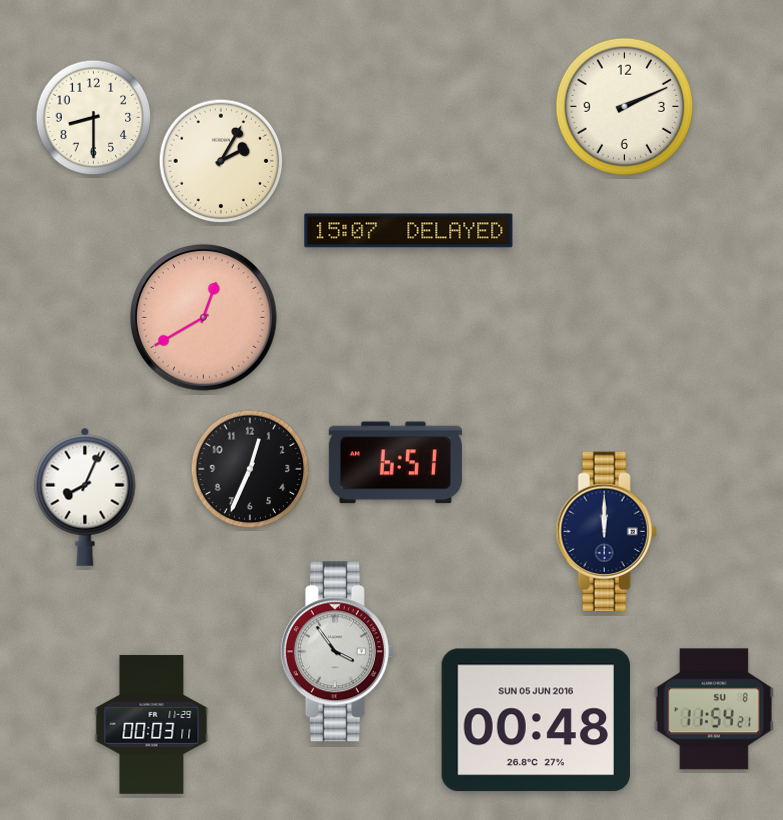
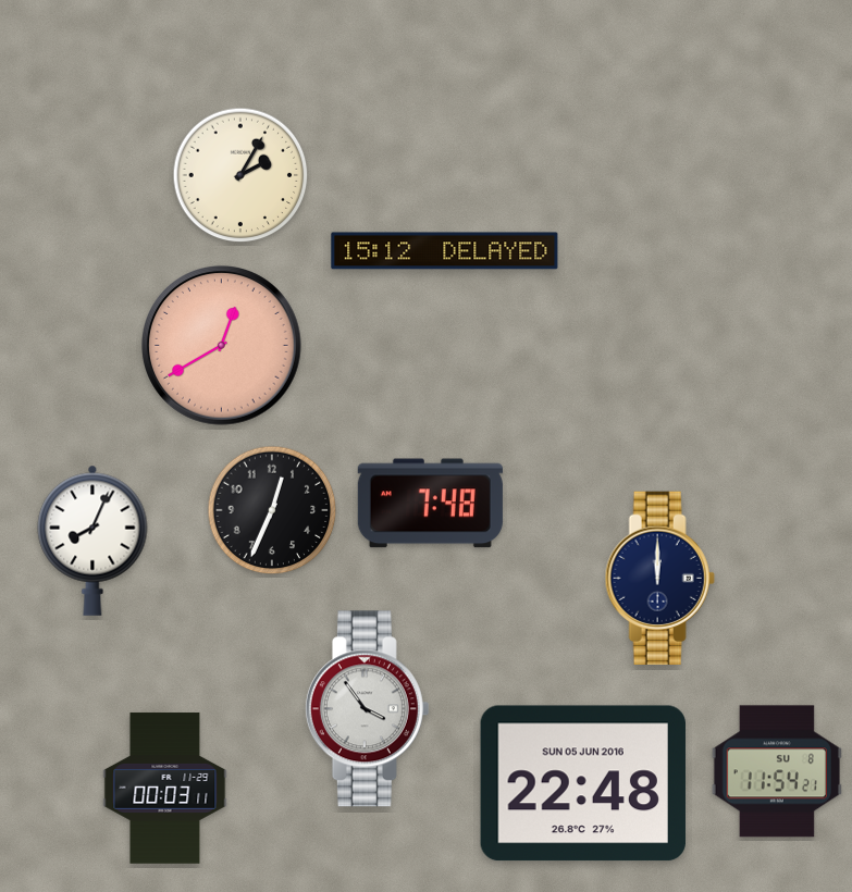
clock at (625, 107): 2:11 -> none
clock at (94, 118): 8:30 -> none
clock at (409, 231): 15:07 -> 15:12
clock at (395, 463): 6:51 -> 7:48
clock at (536, 720): 00:48 -> 22:48
